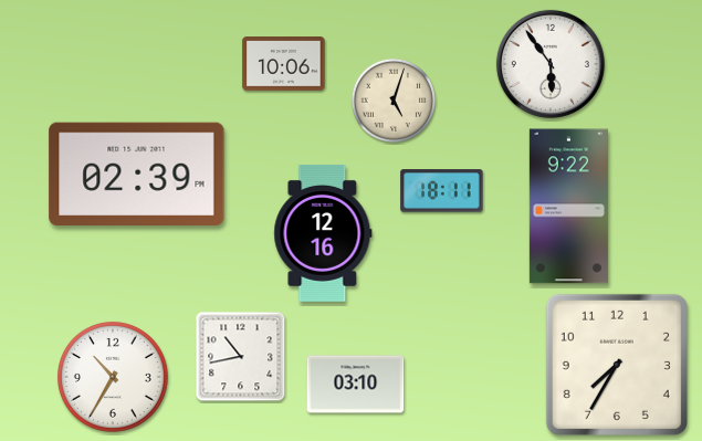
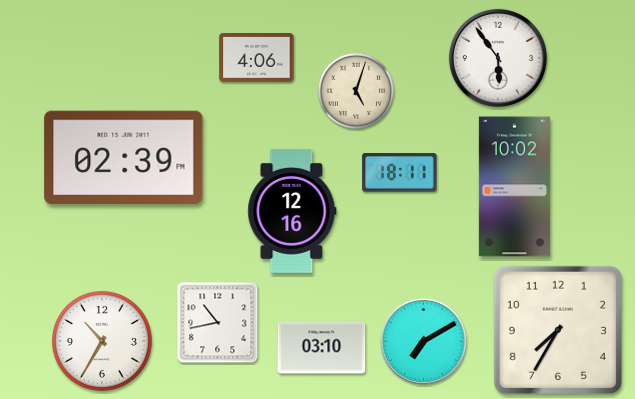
clock at (284, 64): 10:06 -> 4:06
clock at (568, 207): 9:22 -> 10:02
clock at (423, 341): none -> 7:10
